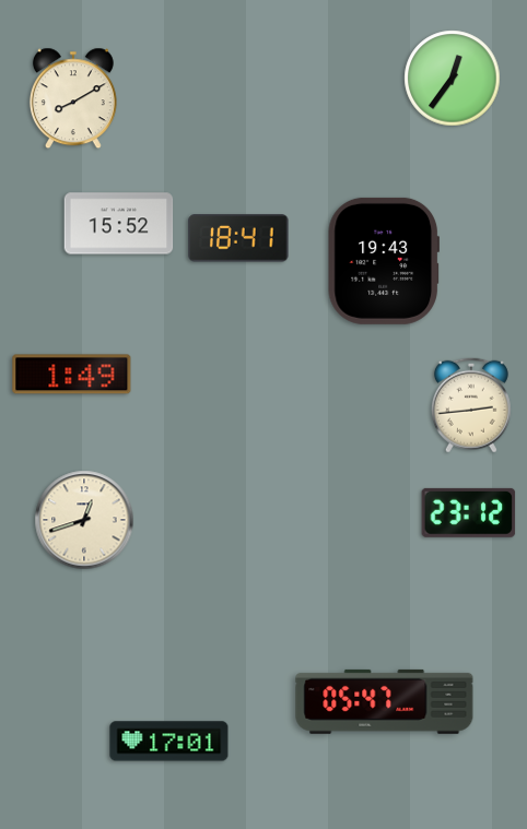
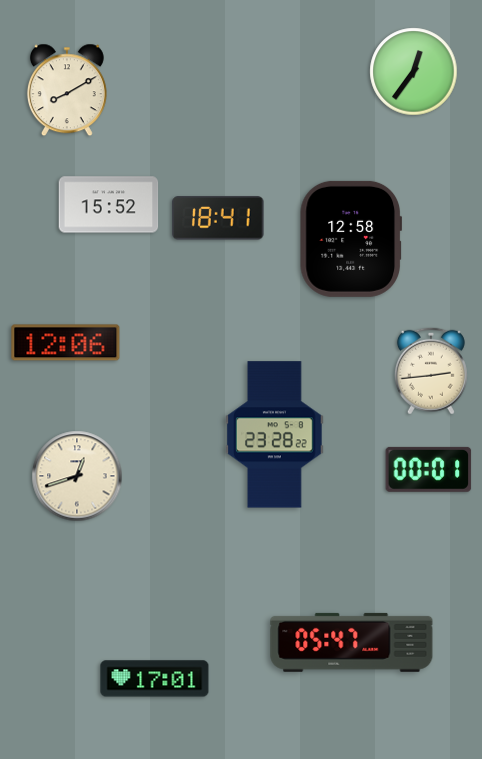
clock at (383, 261): 19:43 -> 12:58
clock at (72, 375): 1:49 -> 12:06
clock at (275, 435): none -> 23:28
clock at (469, 512): 23:12 -> 00:01
